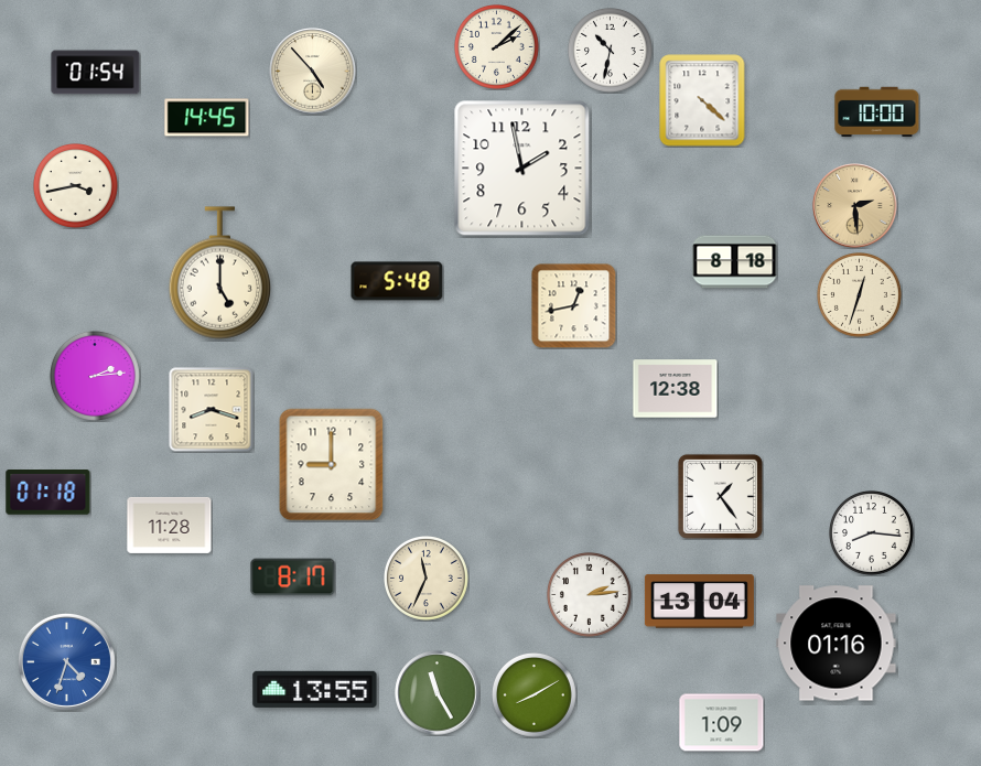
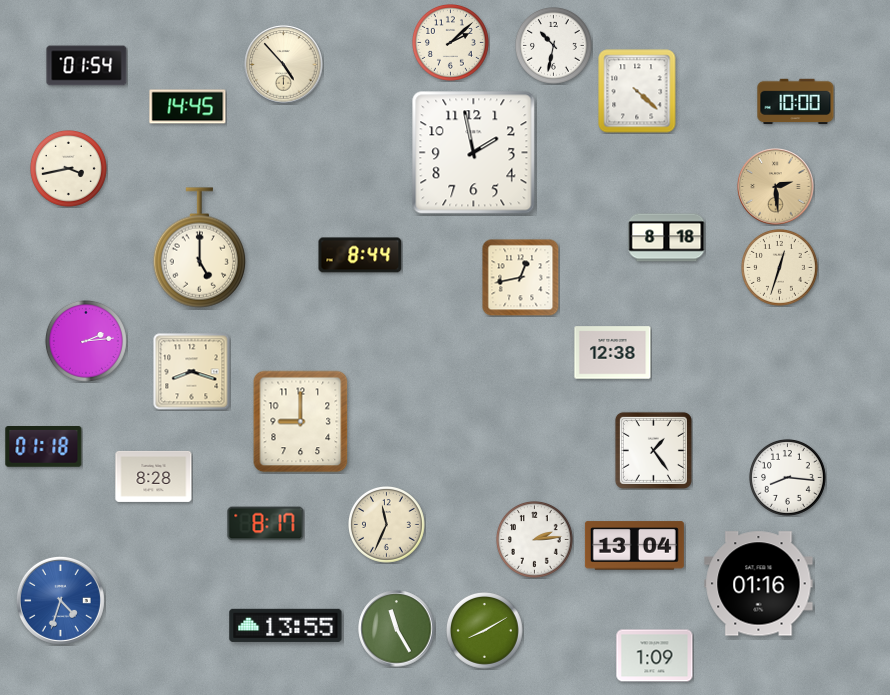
clock at (397, 281): 5:48 -> 8:44
clock at (170, 525): 11:28 -> 8:28
clock at (872, 533) position: (872, 533) -> (788, 478)
